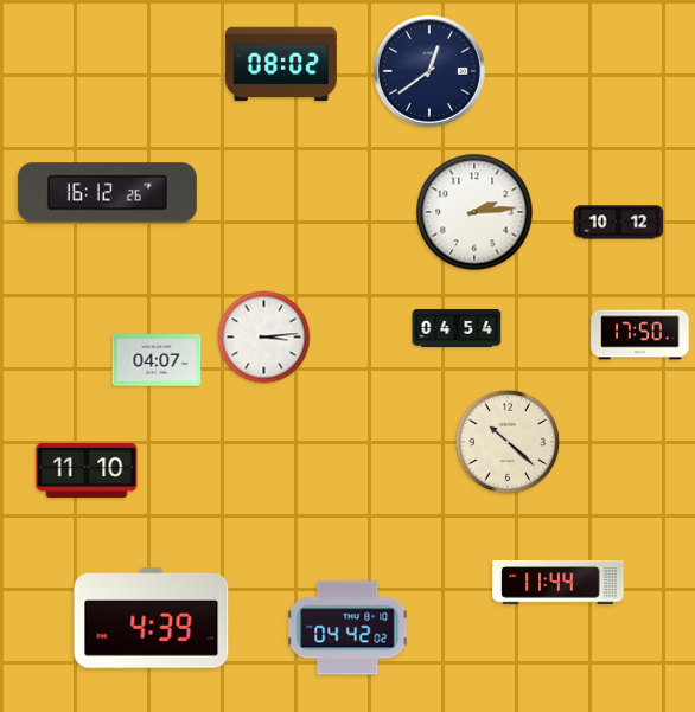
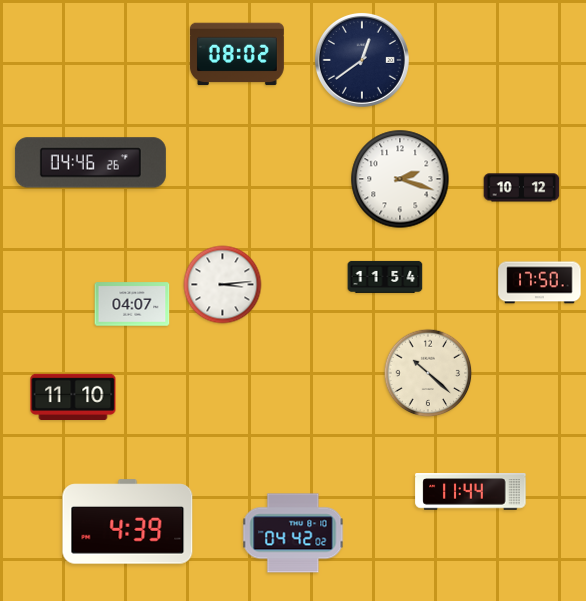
clock at (107, 193): 16:12 -> 04:46
clock at (474, 212): 2:14 -> 2:18
clock at (457, 328): 04:54 -> 11:54
clock at (347, 628) position: (347, 628) -> (293, 533)
